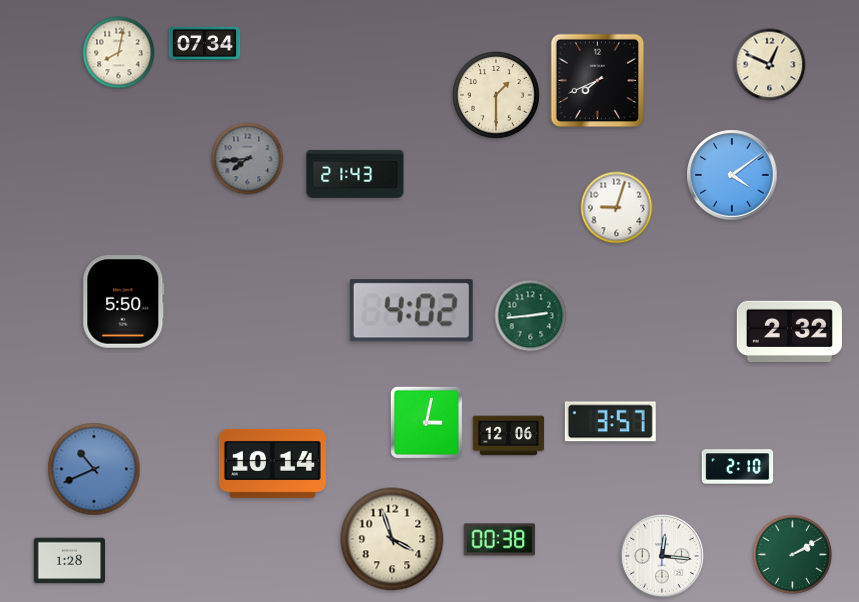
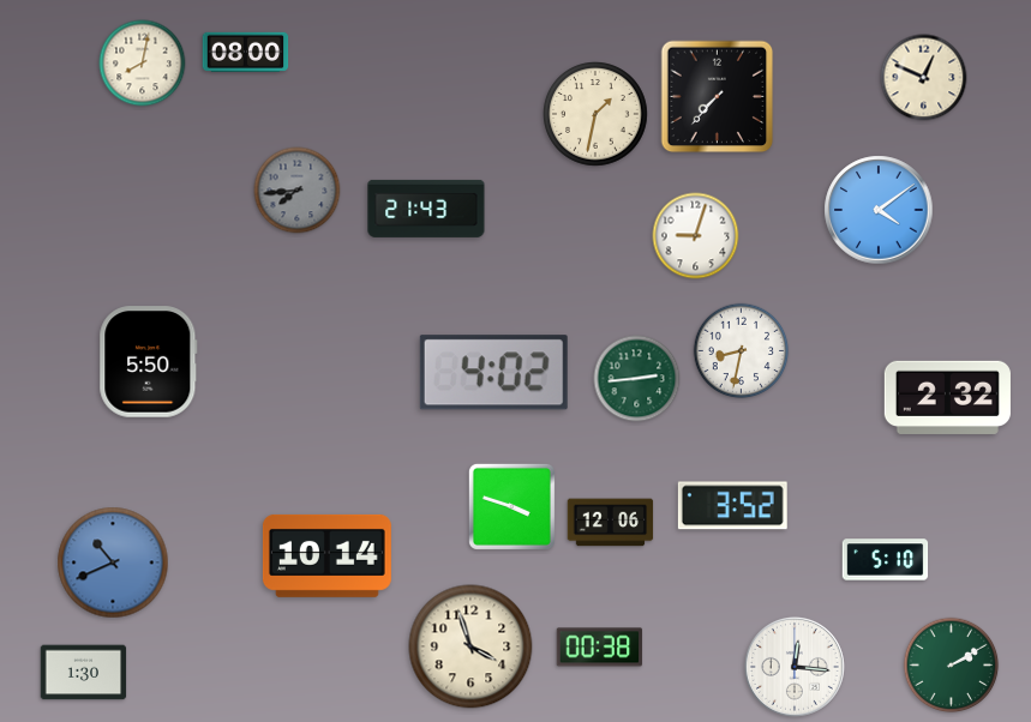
clock at (205, 43): 07:34 -> 08:00
clock at (598, 81): 7:41 -> 7:37
clock at (497, 96): 1:30 -> 1:32
clock at (617, 208) position: (617, 208) -> (696, 236)
clock at (742, 351): none -> 8:32
clock at (426, 422): 3:02 -> 3:48
clock at (610, 422): 3:57 -> 3:52
clock at (738, 467): 2:10 -> 5:10
clock at (70, 561): 1:28 -> 1:30
